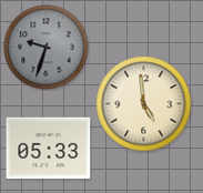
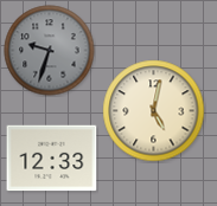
clock at (144, 104): 4:59 -> 5:02
clock at (49, 149): 05:33 -> 12:33
